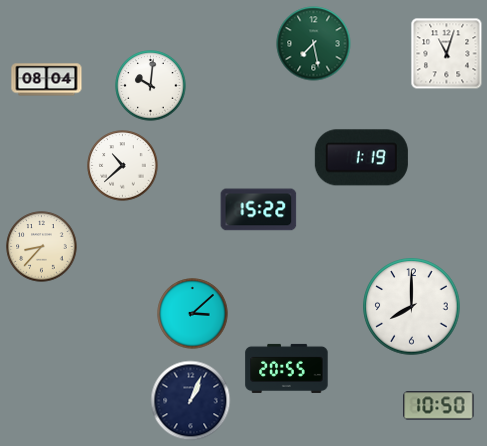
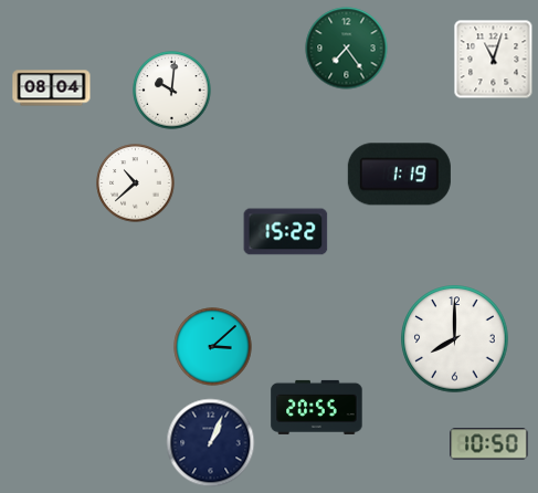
clock at (314, 44): 7:28 -> 7:24
clock at (151, 86) position: (151, 86) -> (172, 91)
clock at (42, 247): 8:37 -> none
clock at (439, 406) position: (439, 406) -> (489, 444)
